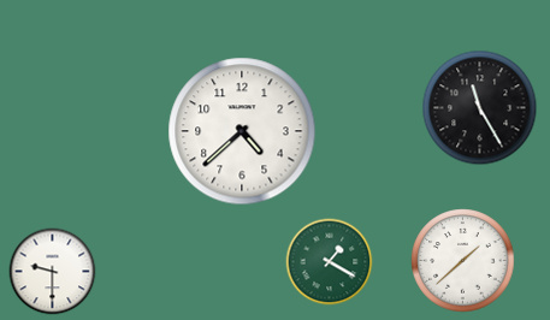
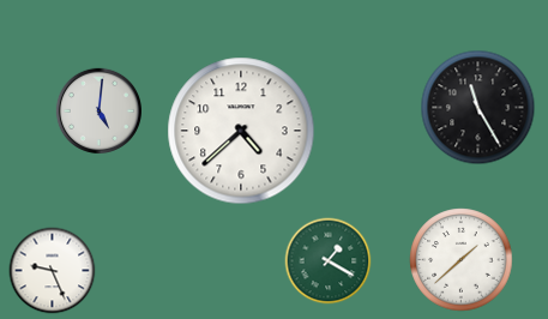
clock at (98, 110): none -> 5:01
clock at (53, 272): 9:30 -> 9:26
